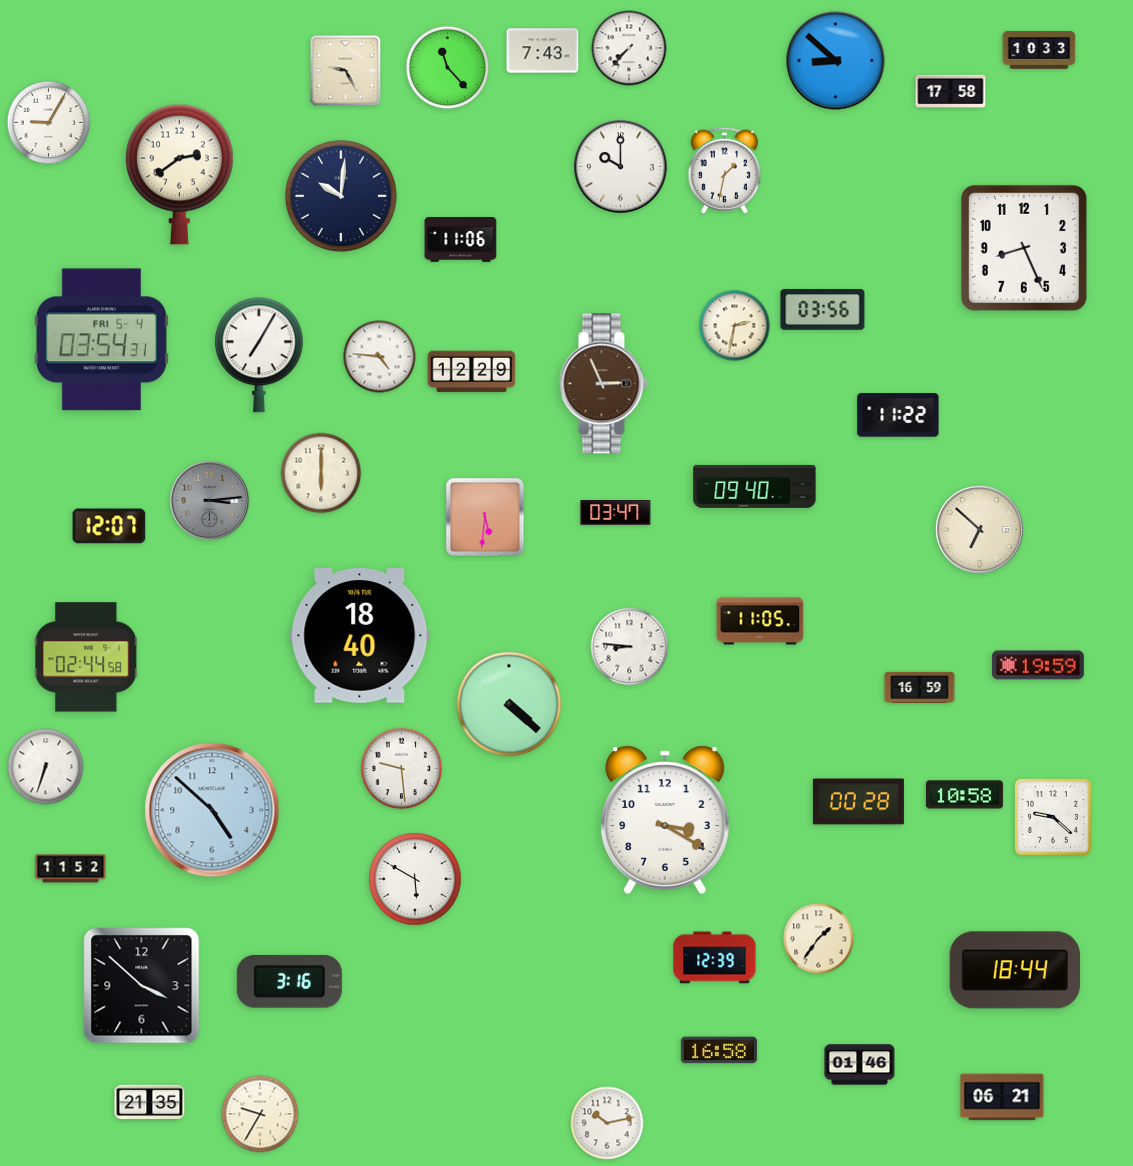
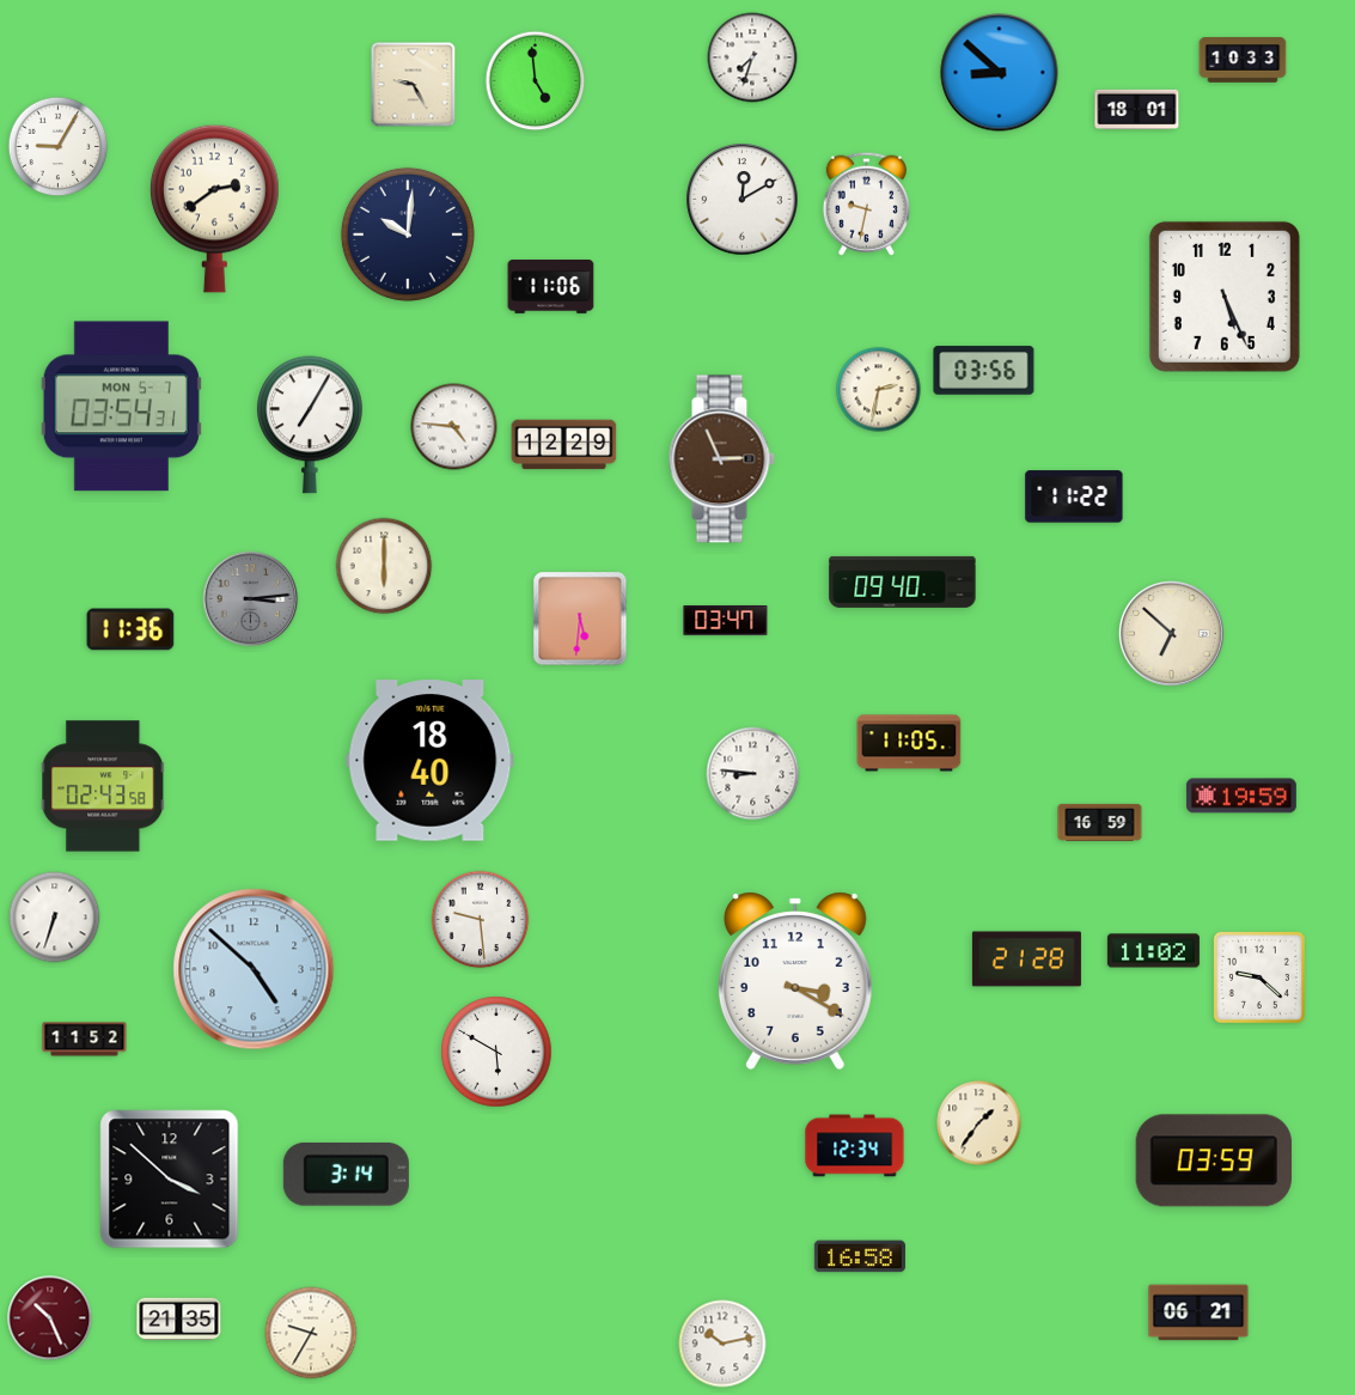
clock at (629, 48): 7:37 -> 7:33
clock at (543, 51): 7:43 -> none
clock at (448, 68): 11:23 -> 4:59
clock at (951, 92): 17:58 -> 18:01
clock at (621, 167): 10:00 -> 12:10
clock at (724, 170): 1:32 -> 9:32
clock at (1024, 248): 8:26 -> 5:26
clock at (101, 340) date: FRI 5-4 -> MON 5-7
clock at (616, 513) position: (616, 513) -> (726, 621)
clock at (109, 526): 12:07 -> 11:36
clock at (86, 657): 02:44 -> 02:43
clock at (509, 704): 4:22 -> none
clock at (964, 795): 10:58 -> 11:02
clock at (858, 802): 00:28 -> 21:28
clock at (715, 958): 12:39 -> 12:34
clock at (1014, 970): 18:44 -> 03:59
clock at (289, 981): 3:16 -> 3:14
clock at (860, 1065): 01:46 -> none
clock at (50, 1318): none -> 10:26
clock at (607, 1123) position: (607, 1123) -> (722, 1344)
